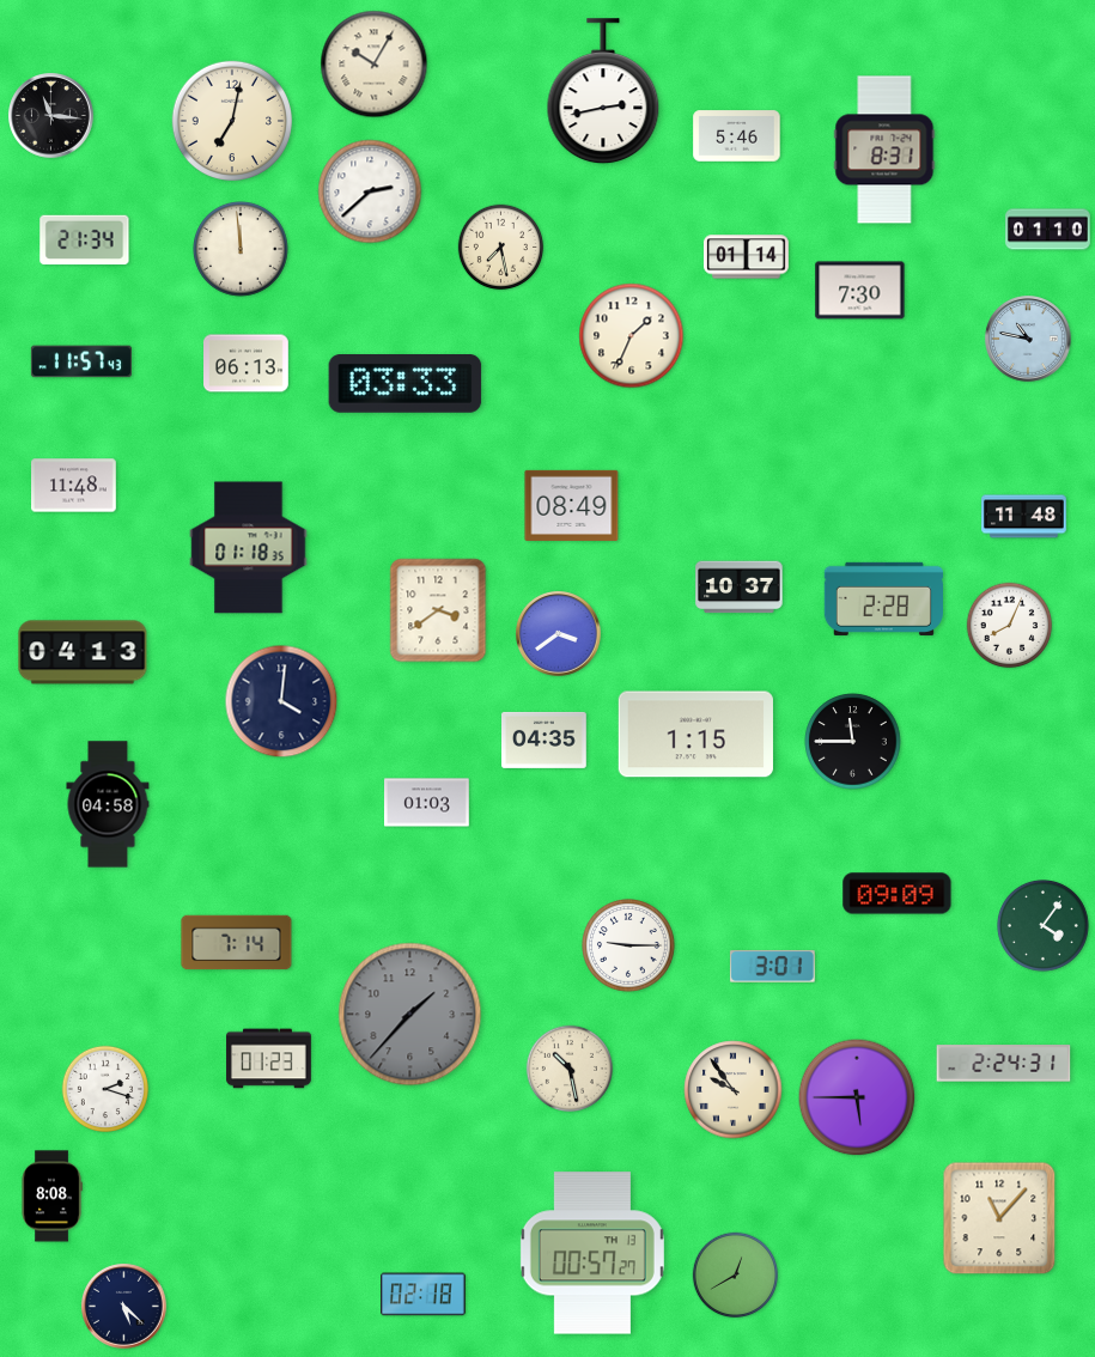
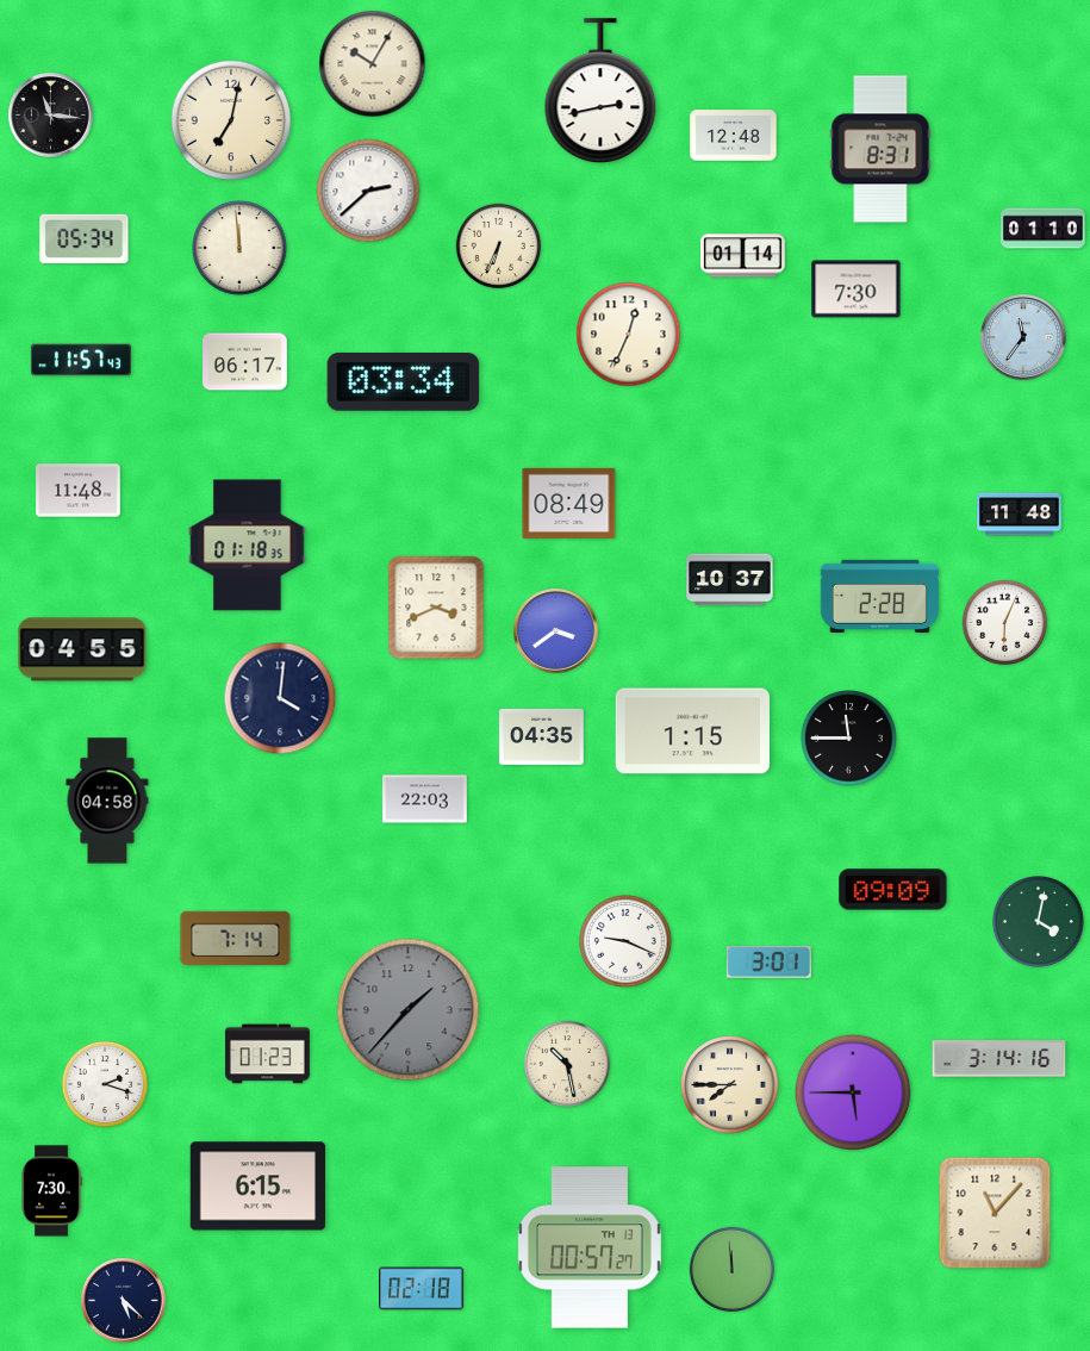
clock at (737, 136): 5:46 -> 12:48
clock at (85, 241): 21:34 -> 05:34
clock at (501, 248): 7:28 -> 6:34
clock at (632, 336): 1:34 -> 12:34
clock at (1028, 339): 10:47 -> 11:36
clock at (247, 364): 06:13 -> 06:17
clock at (406, 384): 03:33 -> 03:34
clock at (74, 486) position: (74, 486) -> (79, 491)
clock at (740, 588) position: (740, 588) -> (730, 580)
clock at (438, 610): 3:39 -> 3:41
clock at (1010, 626): 8:04 -> 6:04
clock at (83, 652): 04:13 -> 04:55
clock at (427, 803): 01:03 -> 22:03
clock at (1044, 926): 4:06 -> 4:02
clock at (629, 947): 9:15 -> 9:19
clock at (1004, 1064): 2:24 -> 3:14
clock at (734, 1090): 9:54 -> 7:45
clock at (259, 1187): none -> 6:15
clock at (51, 1197): 8:08 -> 7:30
clock at (736, 1276): 12:40 -> 11:59
